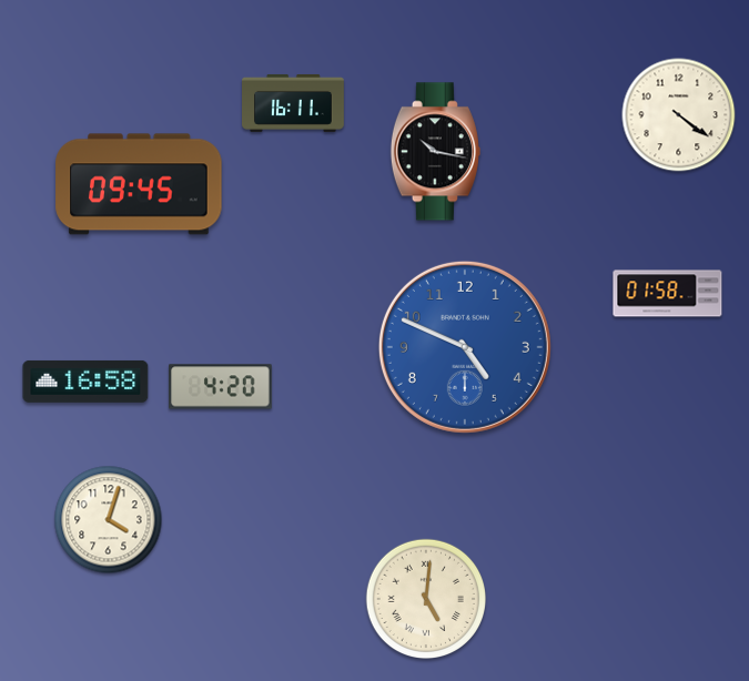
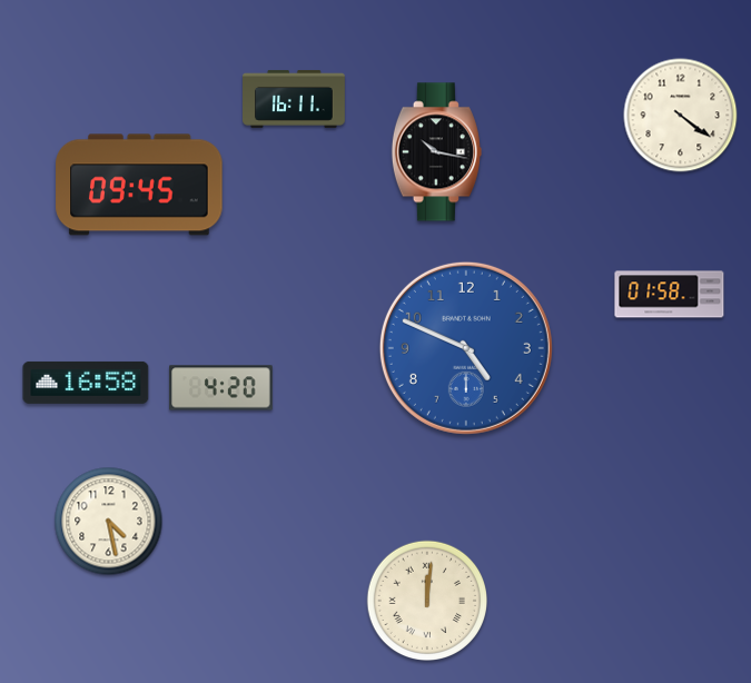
clock at (294, 103) position: (294, 103) -> (295, 99)
clock at (109, 520): 4:03 -> 4:28
clock at (426, 599): 5:01 -> 12:01
